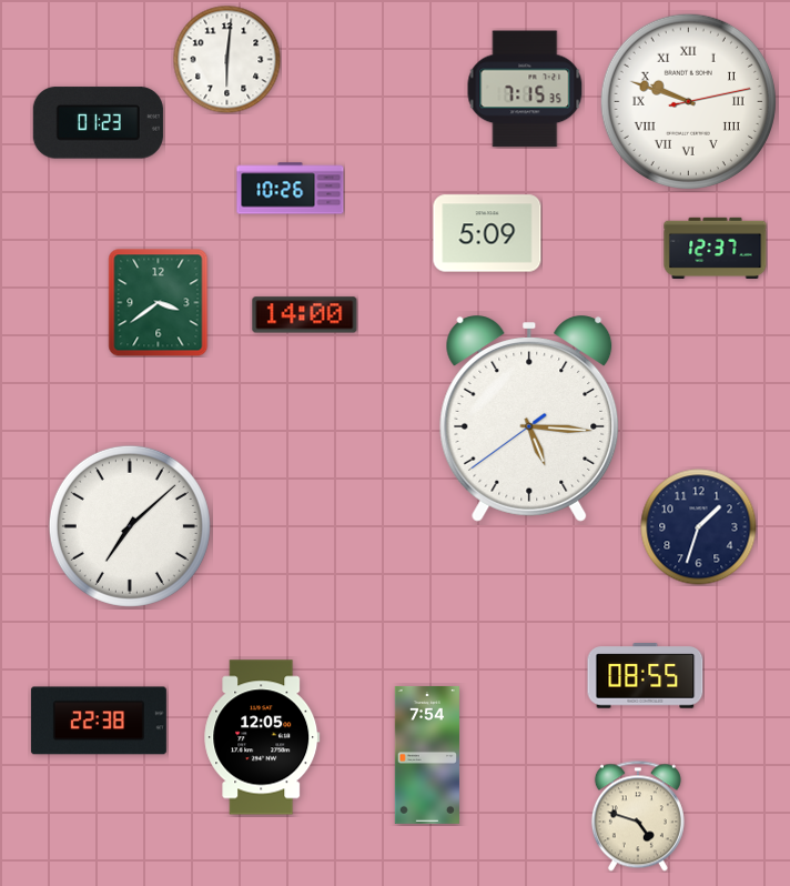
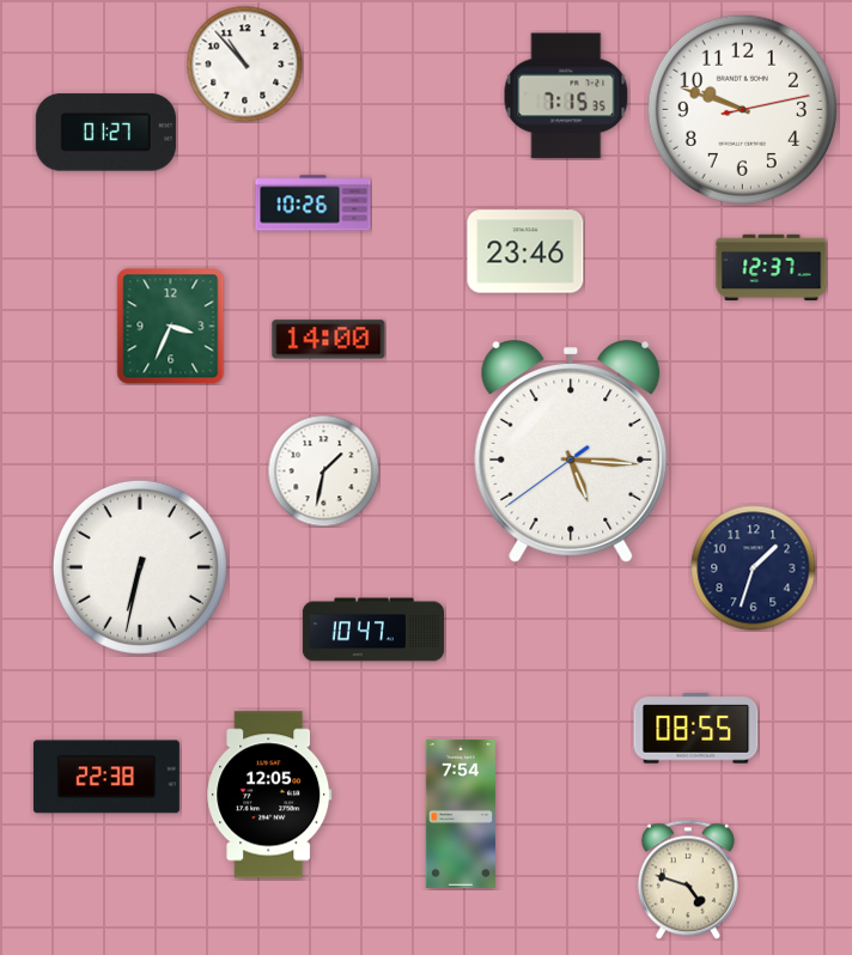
clock at (226, 59): 6:01 -> 10:53
clock at (688, 101) numerals: Roman -> Arabic
clock at (98, 123): 01:23 -> 01:27
clock at (487, 233): 5:09 -> 23:46
clock at (159, 303): 3:39 -> 3:34
clock at (323, 470): none -> 1:32
clock at (130, 526): 7:08 -> 6:32
clock at (373, 629): none -> 10:47
clock at (262, 737) position: (262, 737) -> (269, 795)
